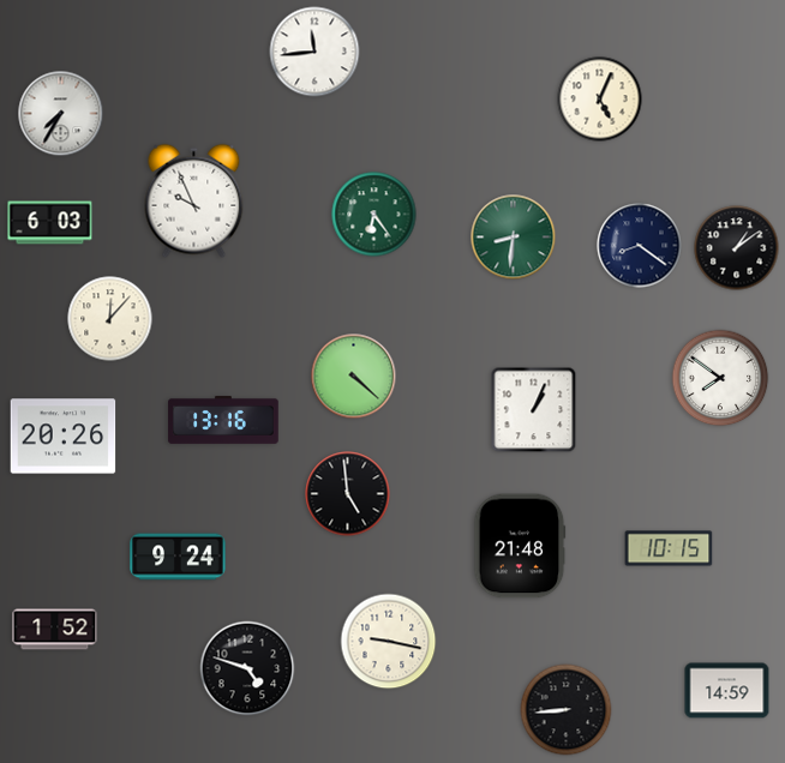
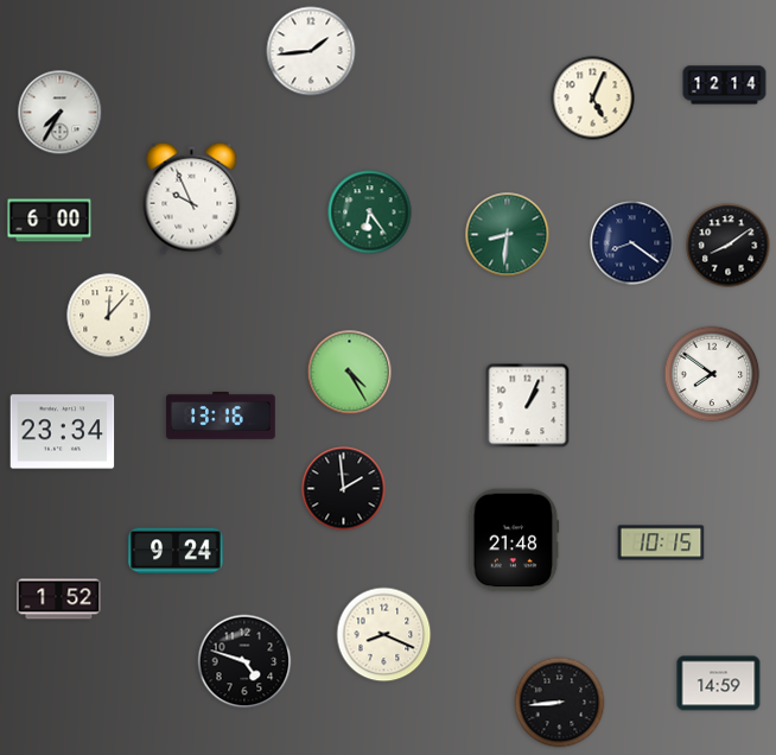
clock at (314, 52): 11:44 -> 1:44
clock at (725, 85): none -> 12:14
clock at (50, 223): 6:03 -> 6:00
clock at (737, 248): 1:09 -> 8:09
clock at (354, 377): 4:22 -> 4:25
clock at (64, 437): 20:26 -> 23:34
clock at (348, 494): 4:59 -> 1:59
clock at (55, 630) position: (55, 630) -> (59, 599)
clock at (389, 642): 9:17 -> 8:19
